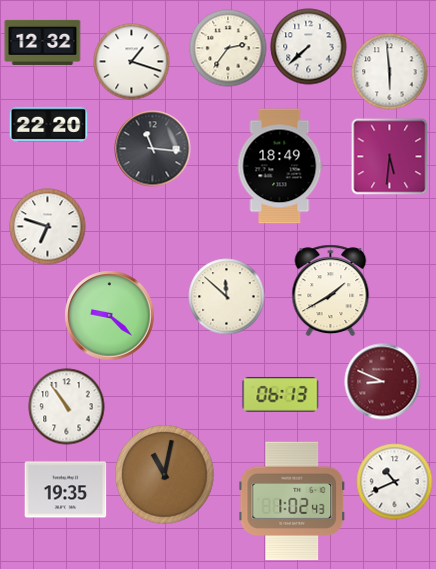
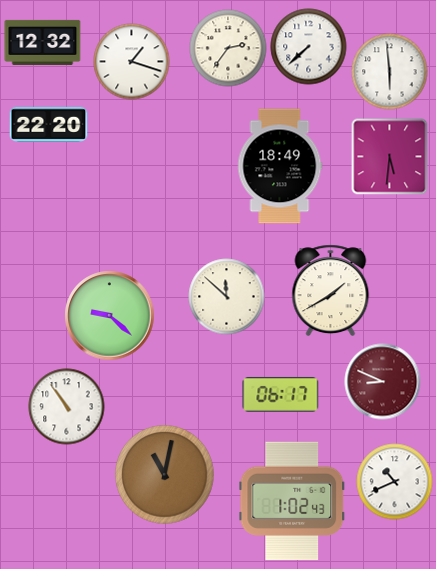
clock at (153, 149): 11:16 -> none
clock at (48, 227): 6:48 -> none
clock at (281, 395): 06:13 -> 06:17
clock at (66, 490): 19:35 -> none
